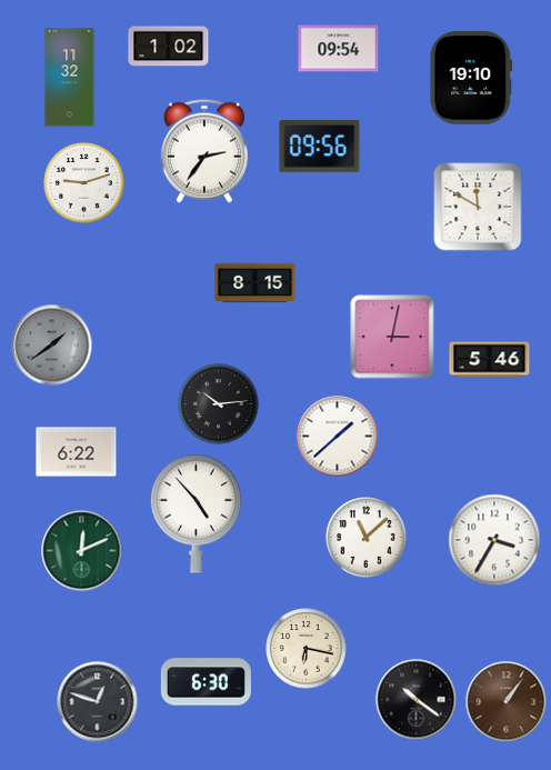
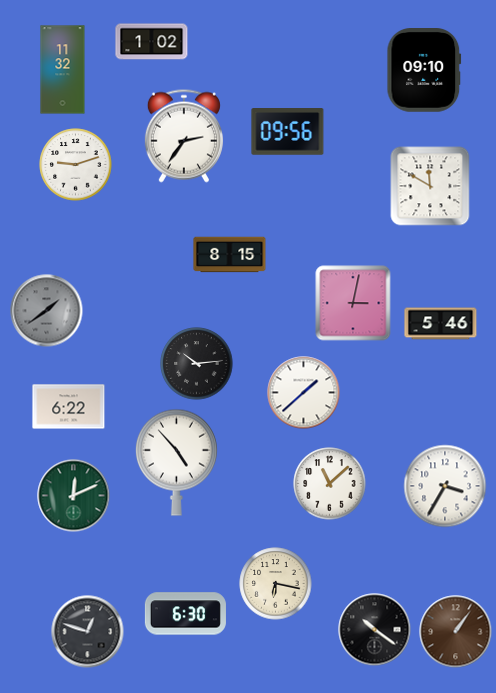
clock at (339, 49): 09:54 -> none
clock at (471, 79): 19:10 -> 09:10
